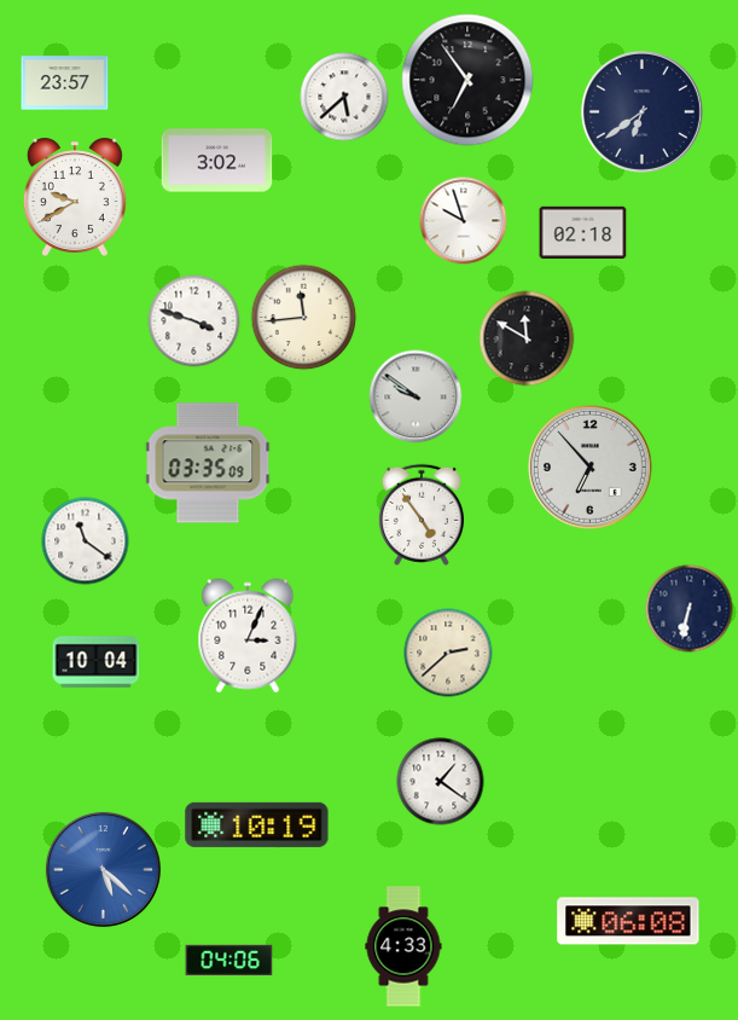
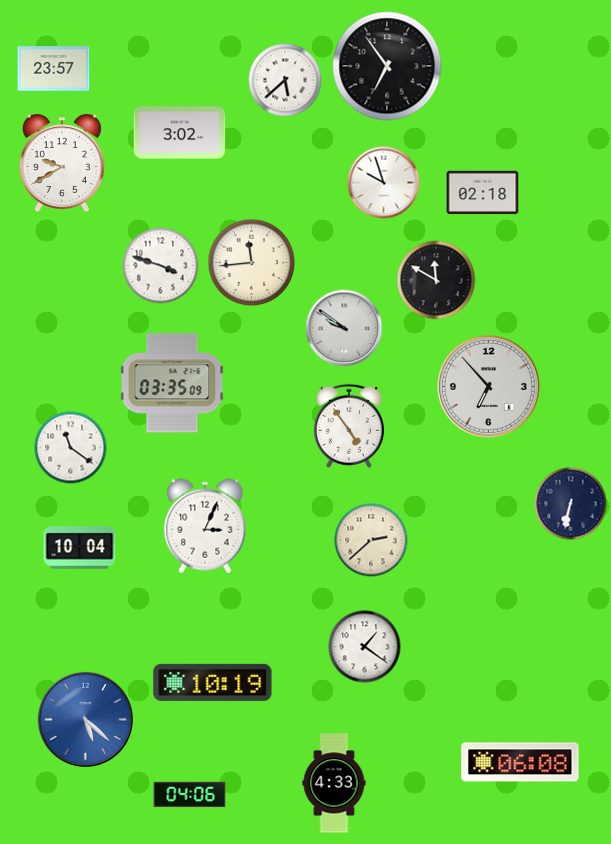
clock at (641, 111): 6:39 -> none
